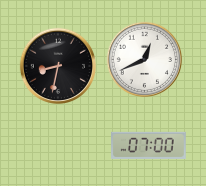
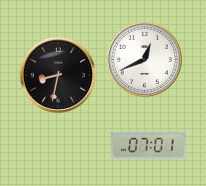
clock at (57, 65) position: (57, 65) -> (57, 74)
clock at (149, 145): 07:00 -> 07:01
